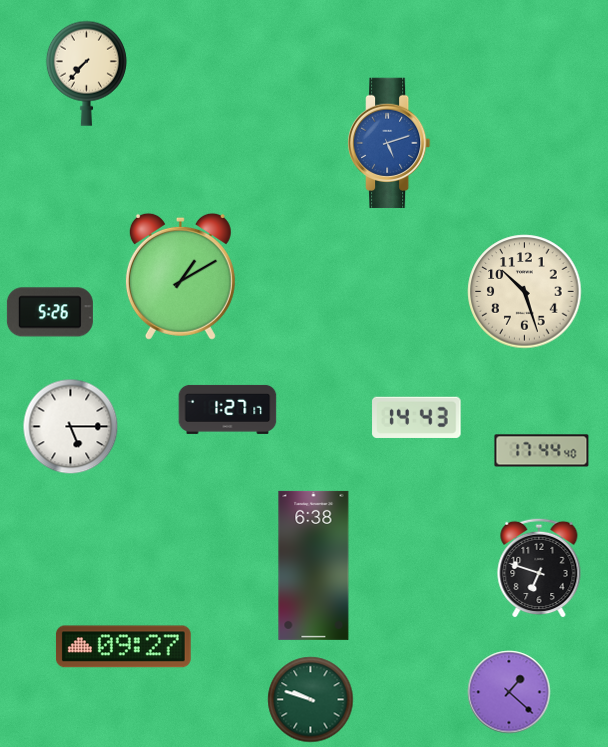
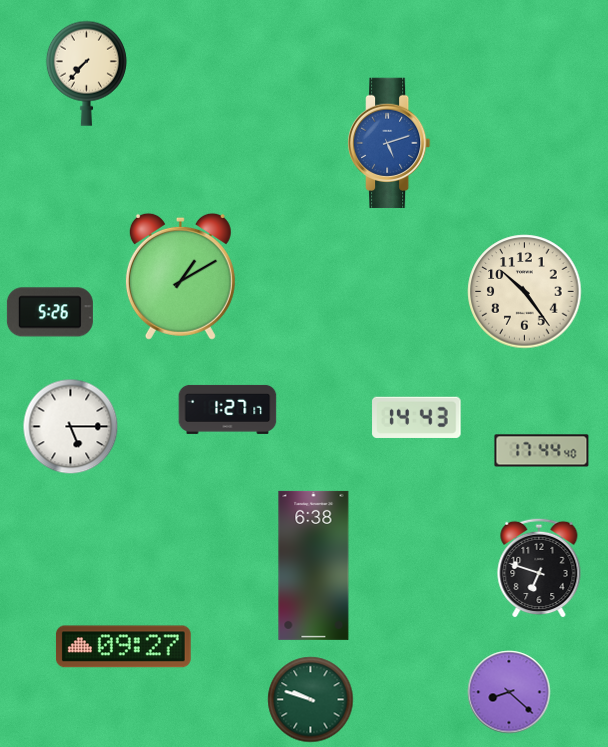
clock at (525, 292): 10:27 -> 10:24
clock at (509, 692): 1:22 -> 8:22
